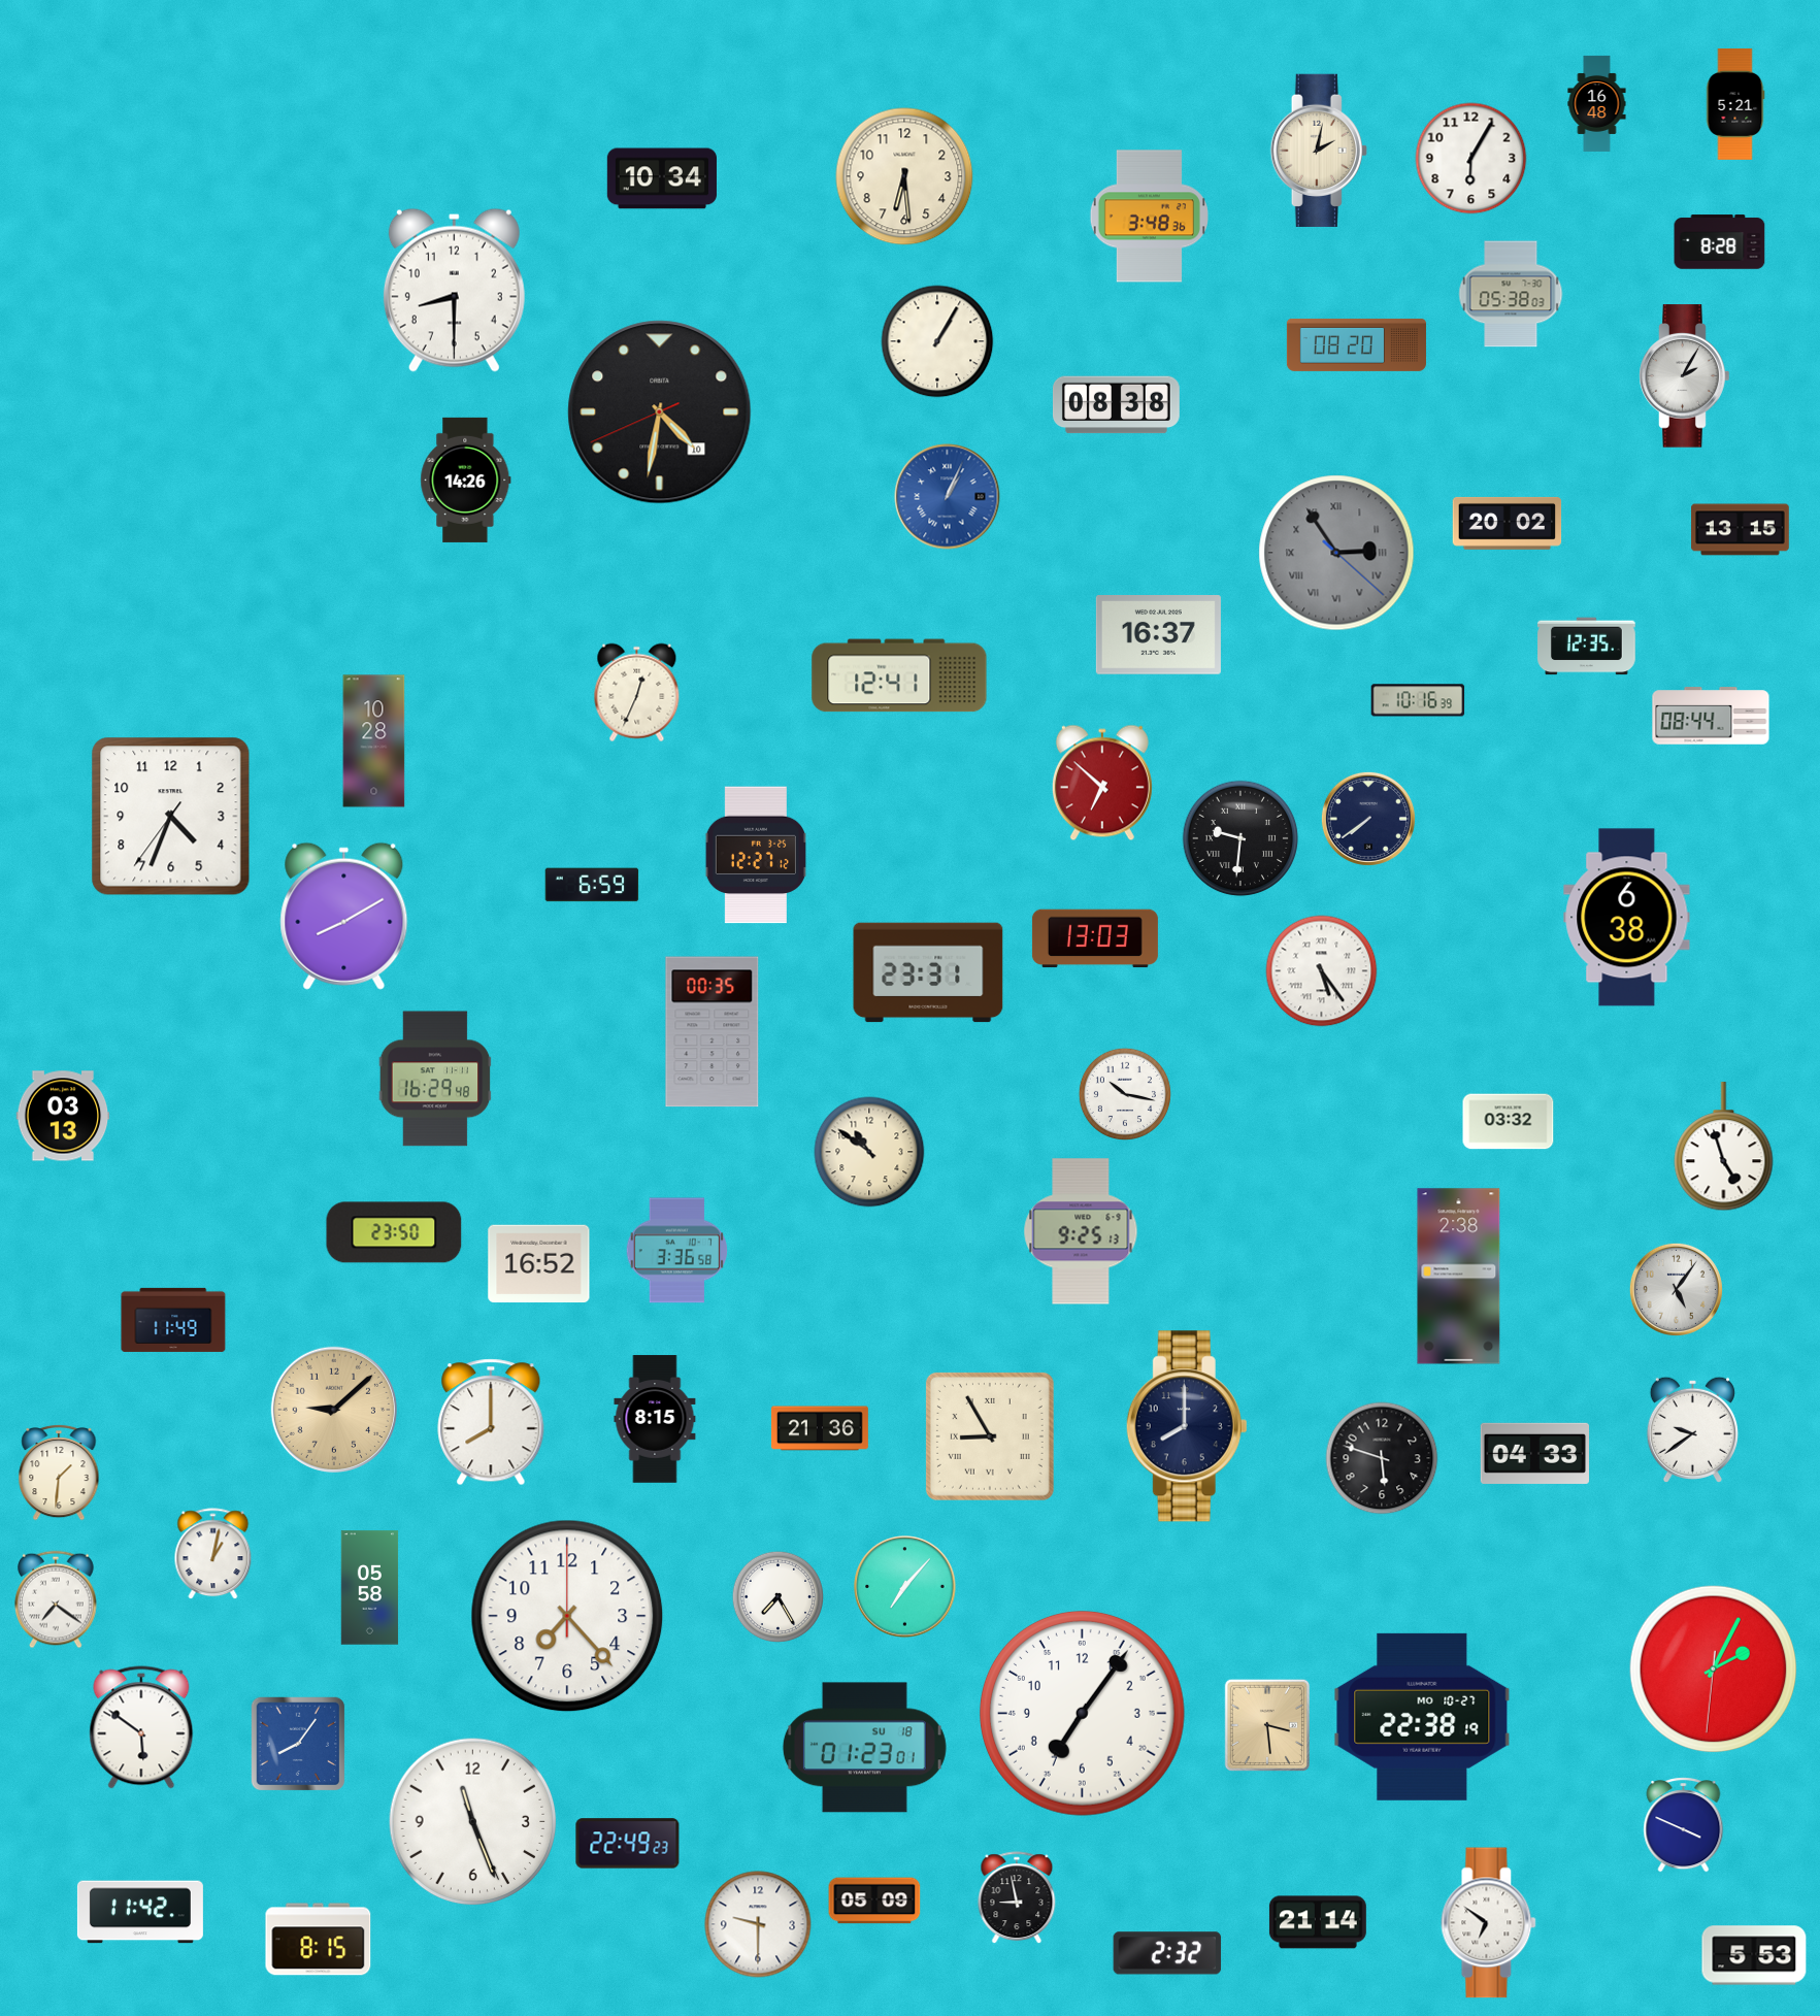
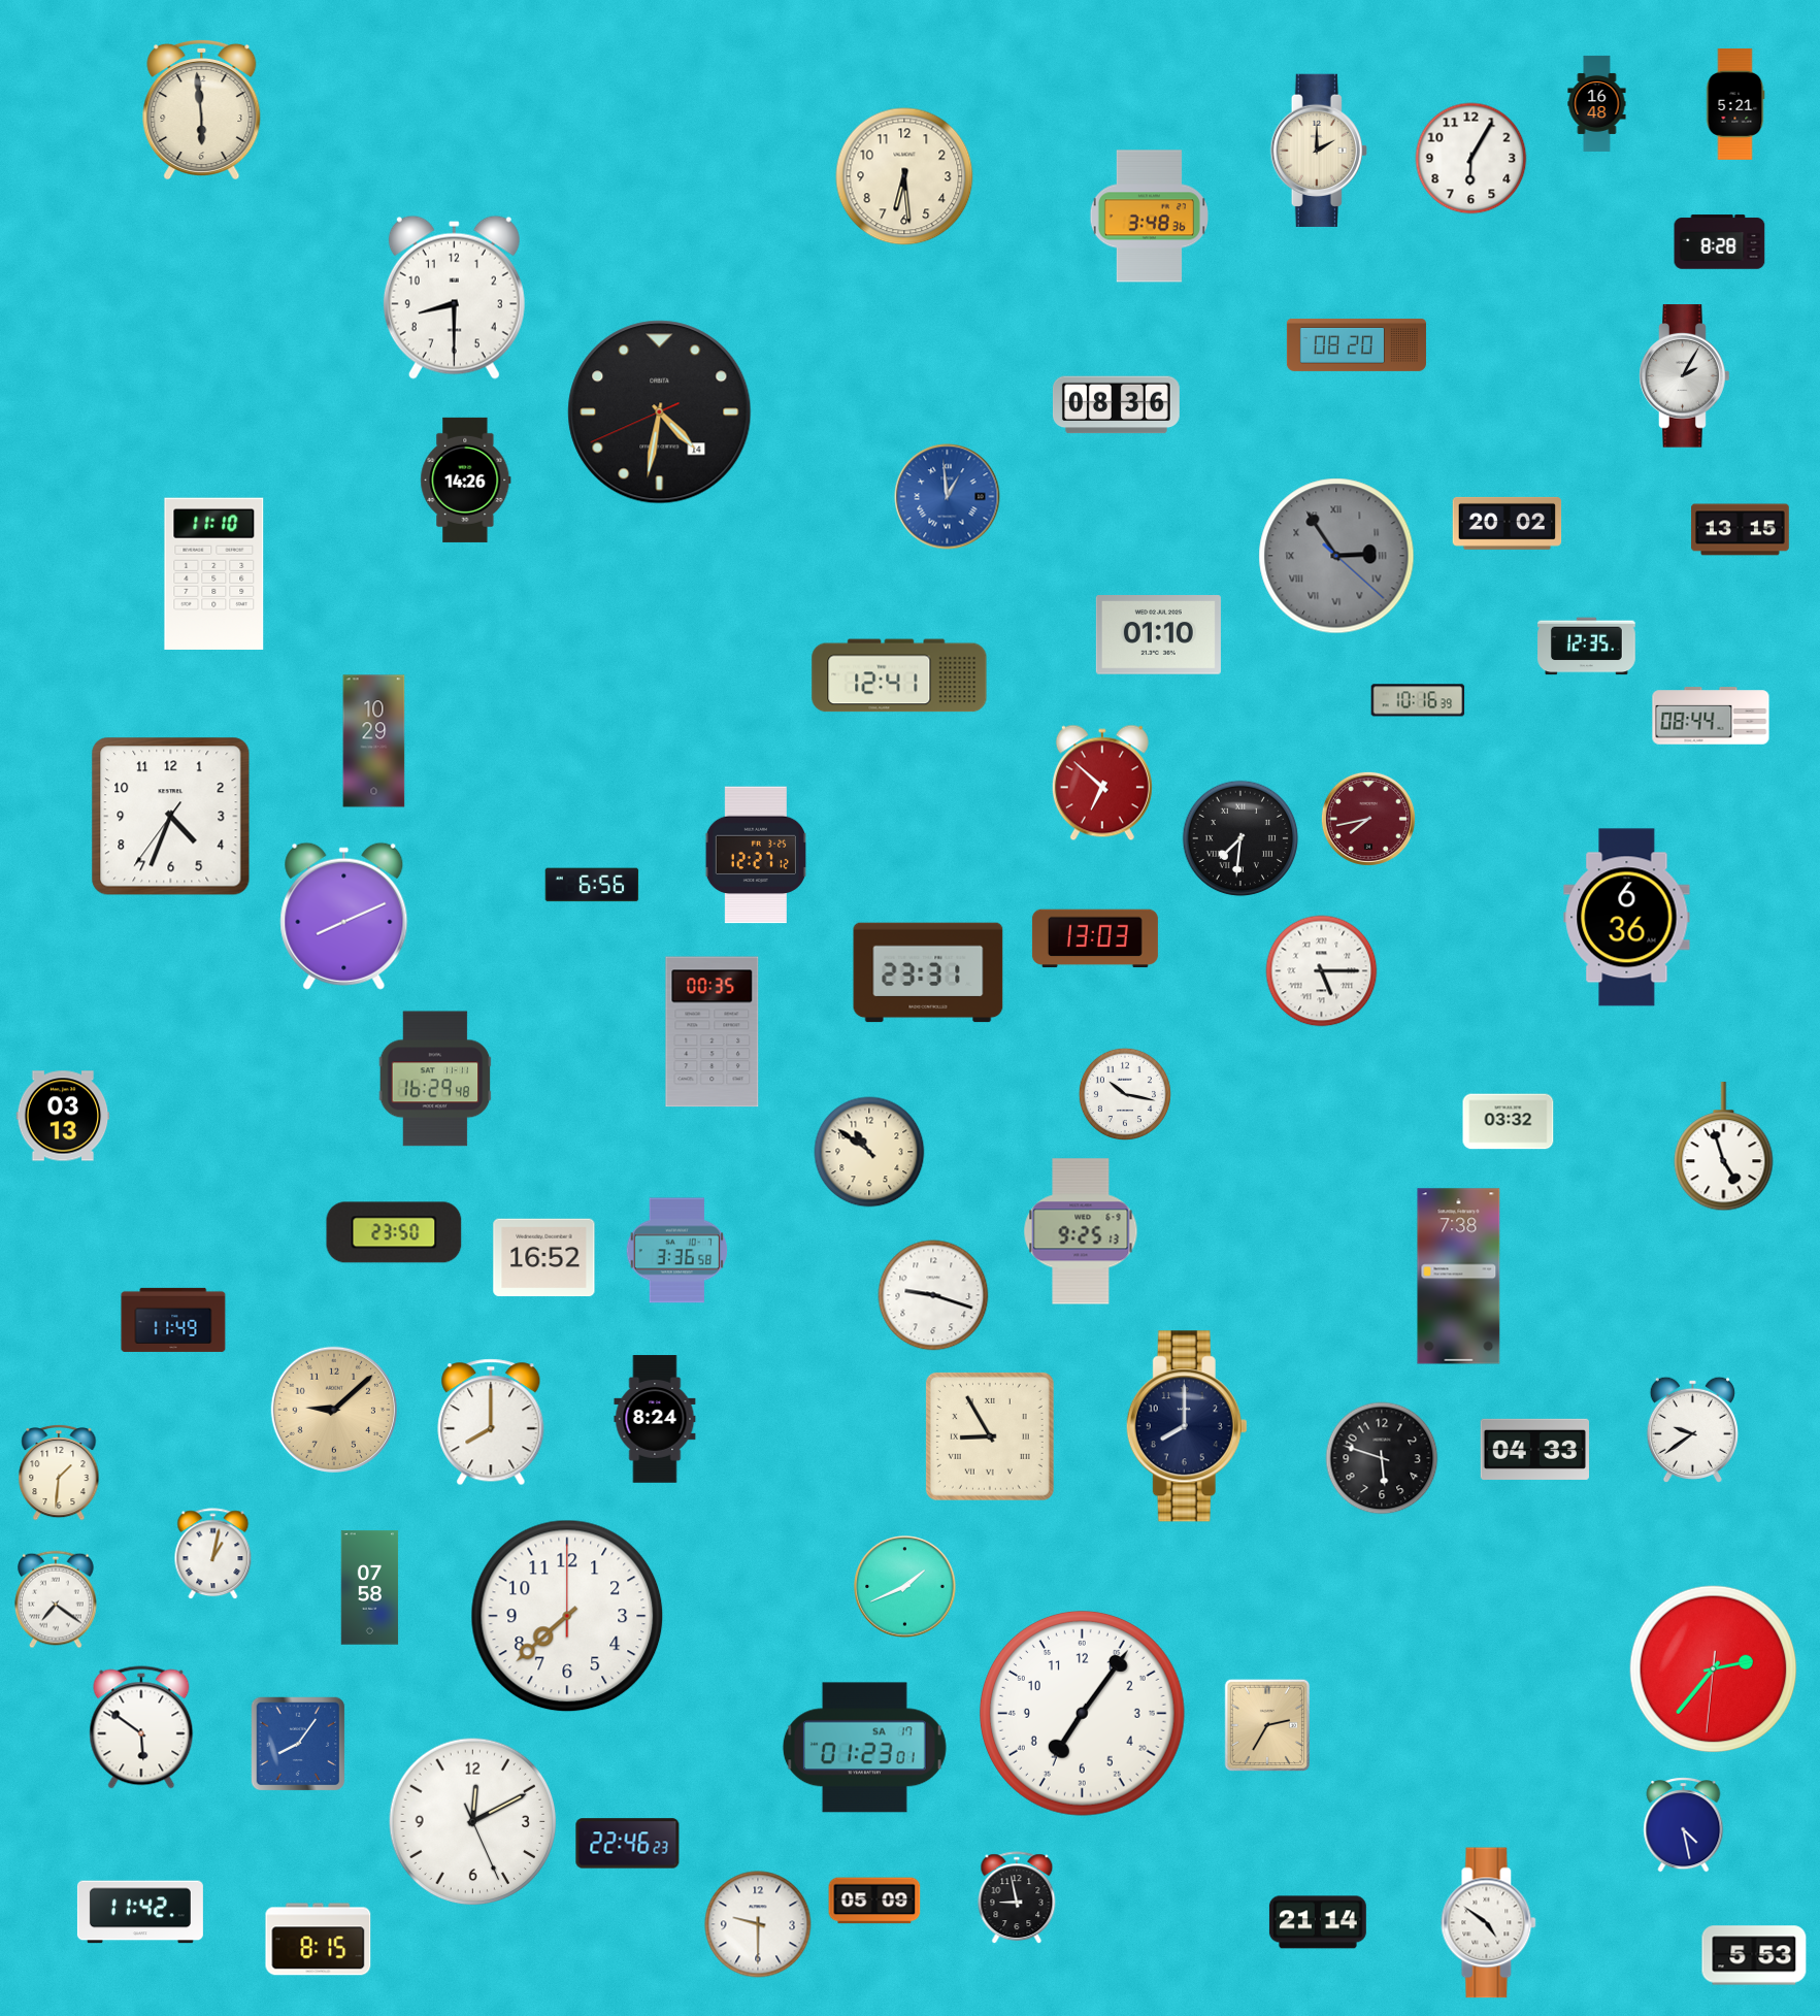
clock at (202, 108): none -> 5:59
clock at (1319, 151): 2:02 -> 2:00
clock at (662, 178): 10:34 -> none
clock at (454, 290) position: (454, 290) -> (454, 297)
clock at (1511, 294): 05:38 -> none
clock at (937, 341): 1:05 -> none
clock at (1116, 405): 08:38 -> 08:36
clock at (660, 412) date: 10 -> 14
clock at (948, 497): 1:04 -> 12:59
clock at (1336, 553) position: (1336, 553) -> (1336, 556)
clock at (214, 573): none -> 11:10
clock at (1158, 635): 16:37 -> 01:10
clock at (637, 693): 12:34 -> none
clock at (374, 741): 10:28 -> 10:29
clock at (1368, 819): 7:39 -> 7:43
clock at (1368, 819) dial: navy -> burgundy
clock at (1240, 838): 9:31 -> 7:31
clock at (592, 885): 6:59 -> 6:56
clock at (344, 916): 8:10 -> 8:11
clock at (1627, 918): 6:38 -> 6:36
clock at (1322, 971): 5:24 -> 5:15
clock at (539, 1264) position: (539, 1264) -> (544, 1258)
clock at (1459, 1277): 2:38 -> 7:38
clock at (1676, 1289): 5:06 -> none
clock at (933, 1295): none -> 9:18
clock at (655, 1419): 8:15 -> 8:24
clock at (820, 1428): 21:36 -> none
clock at (1534, 1453) position: (1534, 1453) -> (1534, 1449)
clock at (905, 1587): 7:07 -> 1:41
clock at (370, 1588): 05:58 -> 07:58
clock at (777, 1596): 7:25 -> none
clock at (567, 1616): 7:23 -> 7:38
clock at (1714, 1670): 2:04 -> 2:36
clock at (1422, 1717): 22:38 -> none
clock at (1266, 1724): 3:29 -> 2:35
clock at (864, 1748) date: SU 18 -> SA 17
clock at (473, 1822): 11:26 -> 12:10
clock at (1684, 1825): 3:49 -> 4:28
clock at (628, 1844): 22:49 -> 22:46
clock at (1489, 1923): 6:51 -> 4:51
clock at (1167, 1953): 2:32 -> none
